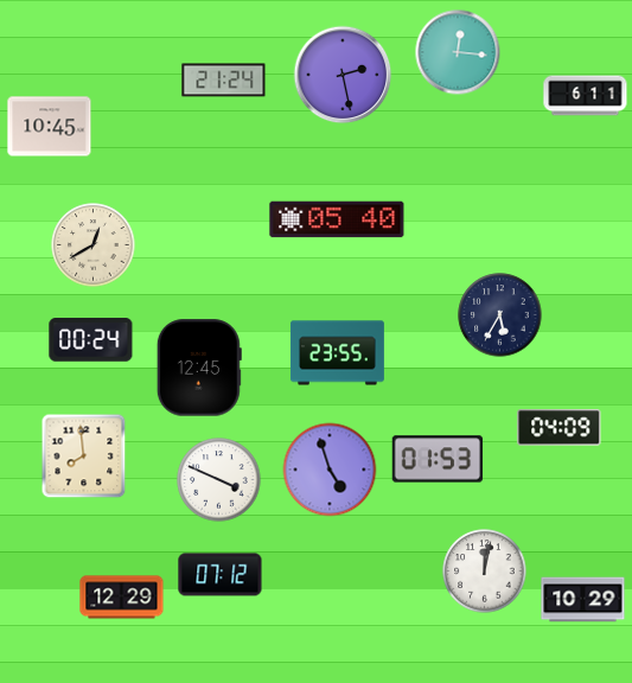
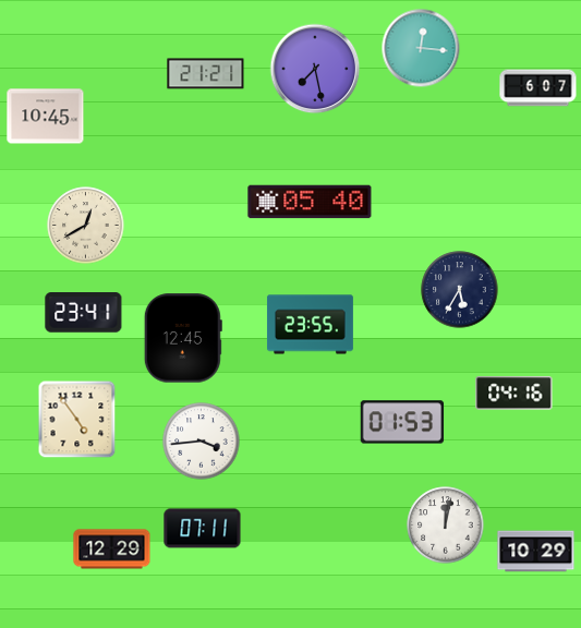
clock at (343, 75): 2:28 -> 7:28
clock at (224, 81): 21:24 -> 21:21
clock at (586, 96): 6:11 -> 6:07
clock at (91, 340): 00:24 -> 23:41
clock at (560, 428): 04:09 -> 04:16
clock at (84, 457): 7:59 -> 4:54
clock at (330, 470): 4:57 -> none
clock at (219, 480): 3:49 -> 3:44
clock at (221, 575): 07:12 -> 07:11
